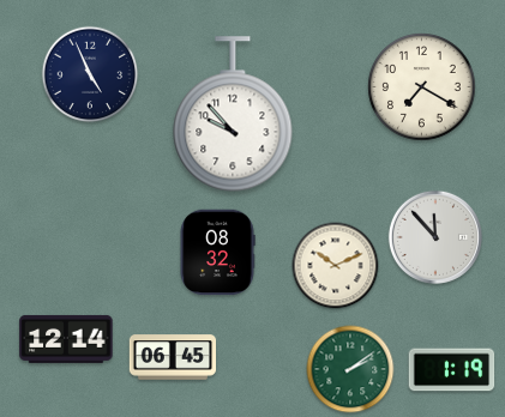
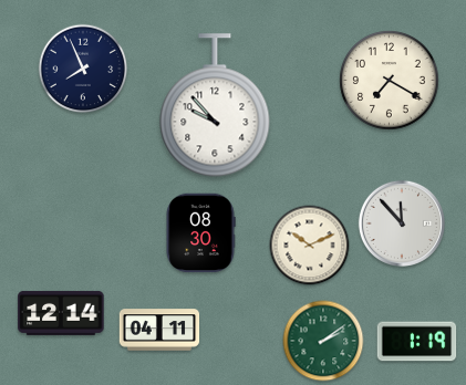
clock at (90, 74): 4:56 -> 7:56
clock at (435, 237) position: (435, 237) -> (402, 223)
clock at (217, 253): 08:32 -> 08:30
clock at (173, 357): 06:45 -> 04:11
